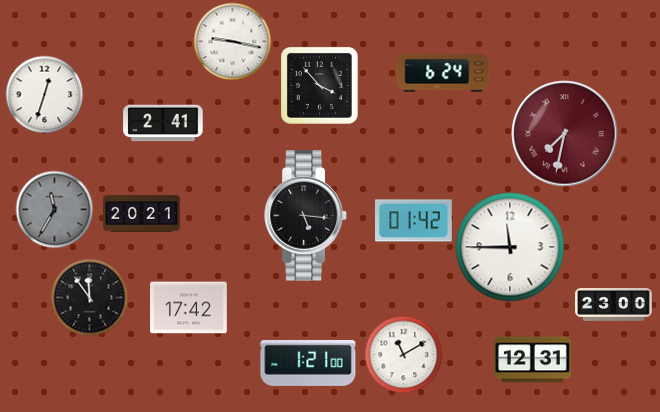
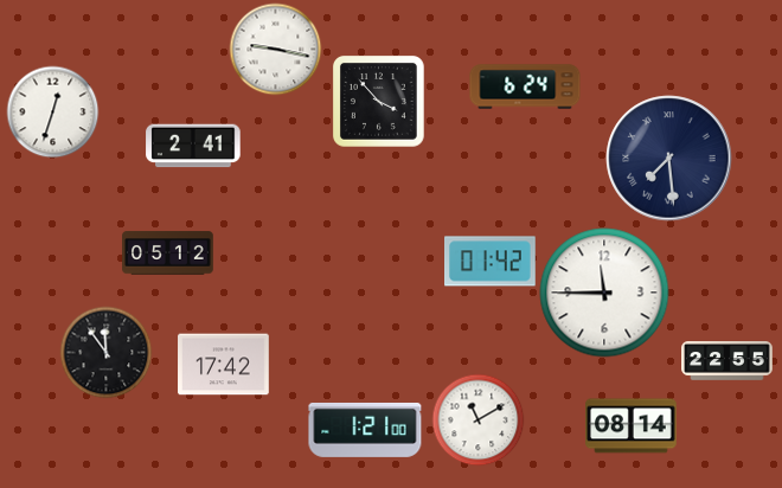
clock at (565, 134): 7:32 -> 7:29
clock at (565, 134) dial: burgundy -> navy
clock at (54, 209): 11:35 -> none
clock at (142, 214): 20:21 -> 05:12
clock at (306, 216): 5:16 -> none
clock at (614, 305): 23:00 -> 22:55
clock at (533, 360): 12:31 -> 08:14
